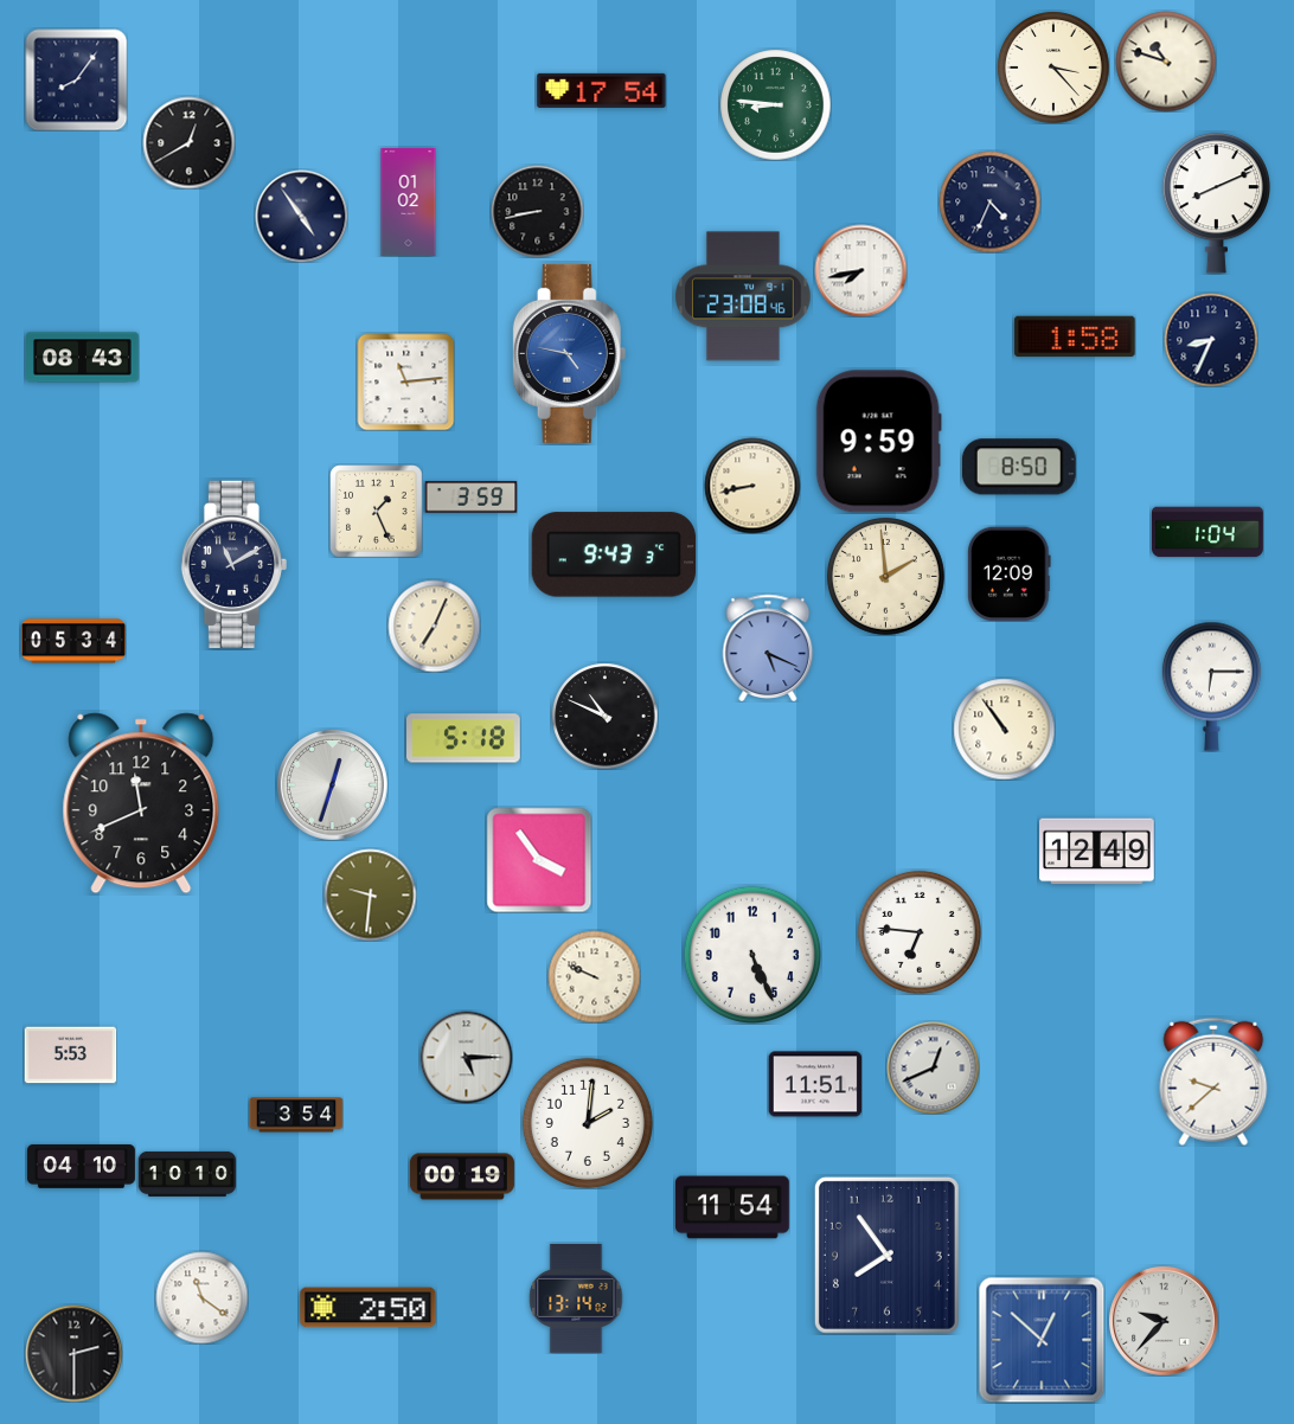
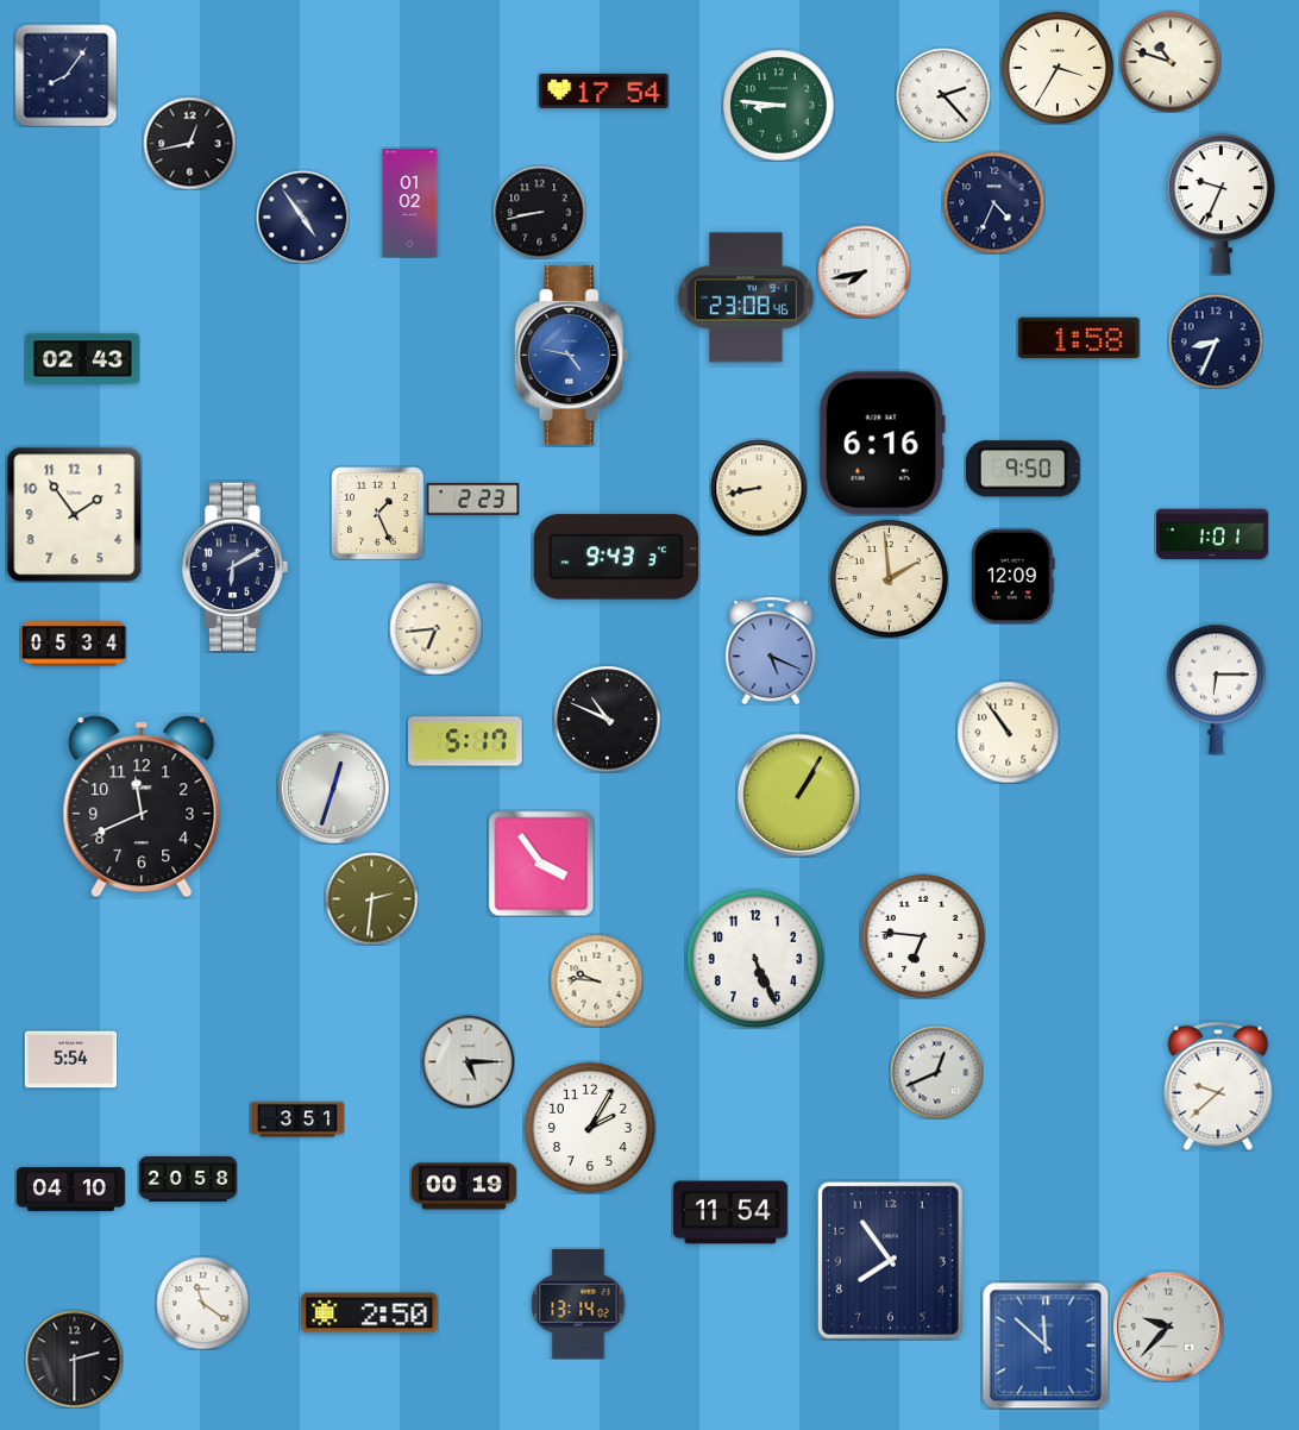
clock at (1053, 68): 3:23 -> 3:35
clock at (76, 79) position: (76, 79) -> (65, 75)
clock at (943, 95): none -> 2:23
clock at (188, 142): 12:40 -> 12:43
clock at (1217, 204): 8:11 -> 9:34
clock at (83, 358): 08:43 -> 02:43
clock at (405, 381): 11:14 -> none
clock at (878, 442): 9:59 -> 6:16
clock at (1019, 467): 8:50 -> 9:50
clock at (752, 486) position: (752, 486) -> (759, 488)
clock at (470, 498): 3:59 -> 2:23
clock at (74, 514): none -> 1:54
clock at (1209, 532): 1:04 -> 1:01
clock at (233, 564): 11:10 -> 6:10
clock at (434, 626): 7:04 -> 6:44
clock at (465, 738): 5:18 -> 5:17
clock at (798, 795): none -> 1:05
clock at (1097, 852): 12:49 -> none
clock at (370, 894): 9:31 -> 2:31
clock at (594, 976): 9:49 -> 9:46
clock at (70, 1056): 5:53 -> 5:54
clock at (815, 1084): 11:51 -> none
clock at (296, 1115): 3:54 -> 3:51
clock at (588, 1123): 2:01 -> 2:05
clock at (81, 1166) position: (81, 1166) -> (70, 1188)
clock at (187, 1174): 10:10 -> 20:58
clock at (462, 1176) position: (462, 1176) -> (464, 1186)
clock at (732, 1207) position: (732, 1207) -> (730, 1212)
clock at (1042, 1340): 12:52 -> 11:52
